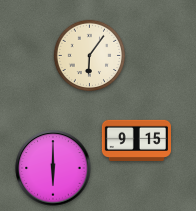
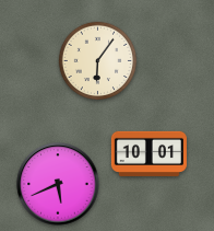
clock at (136, 140): 9:15 -> 10:01
clock at (53, 168): 6:00 -> 5:41
